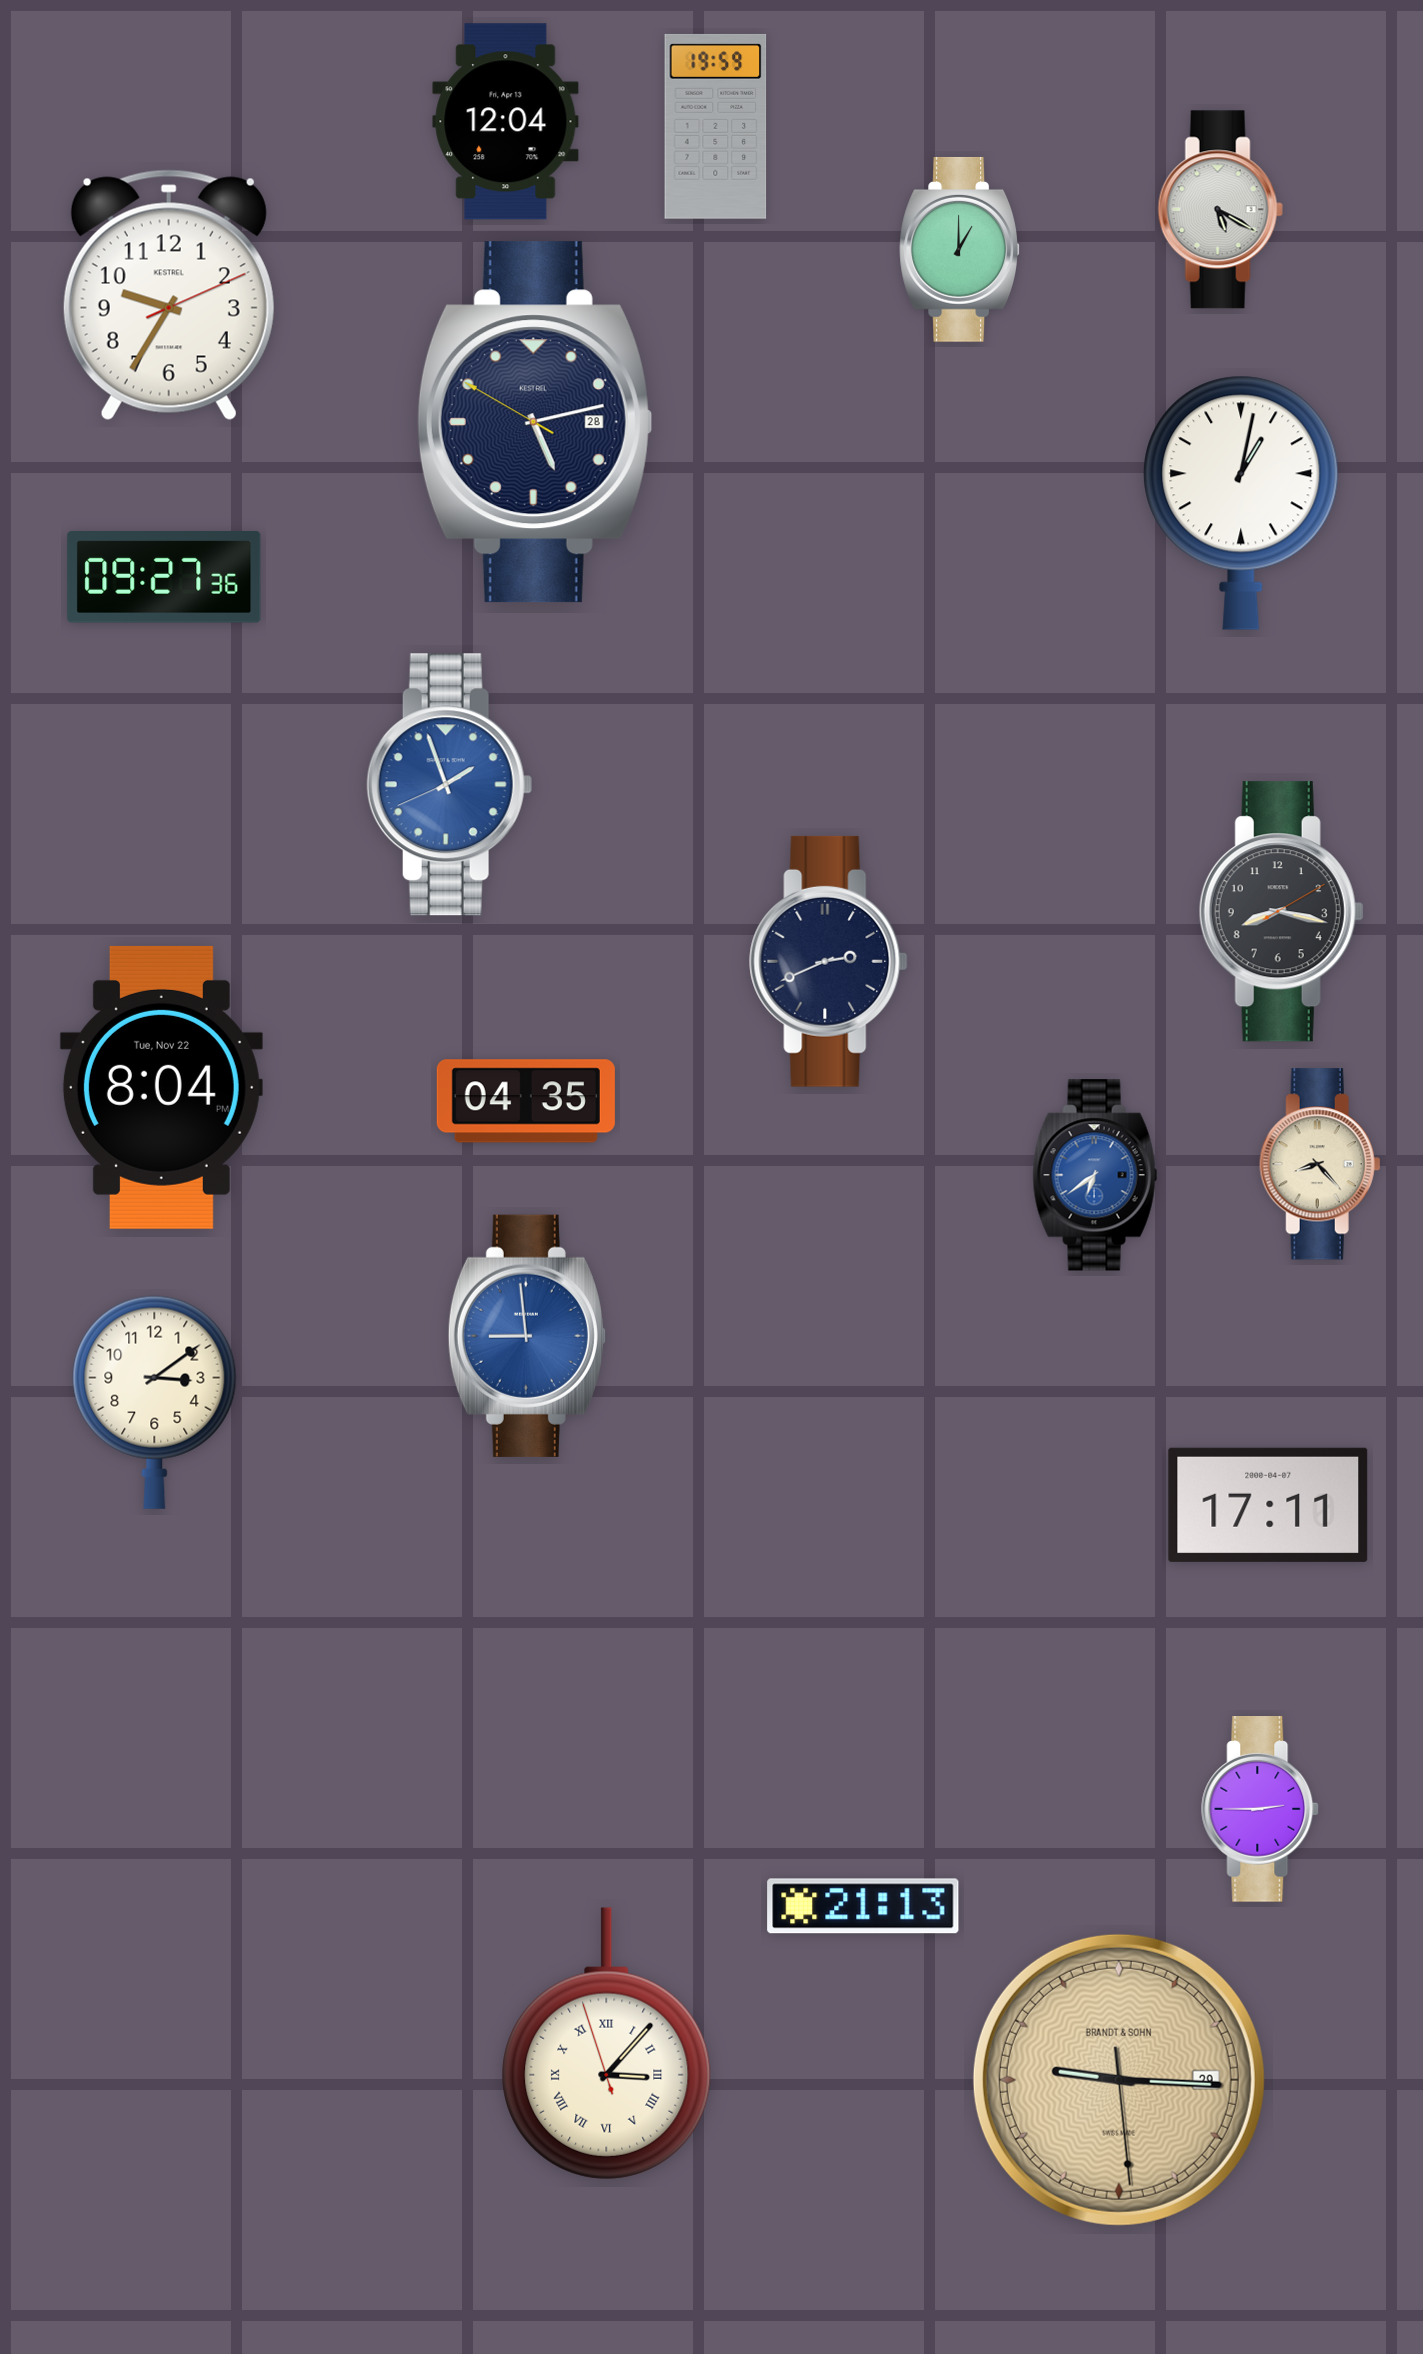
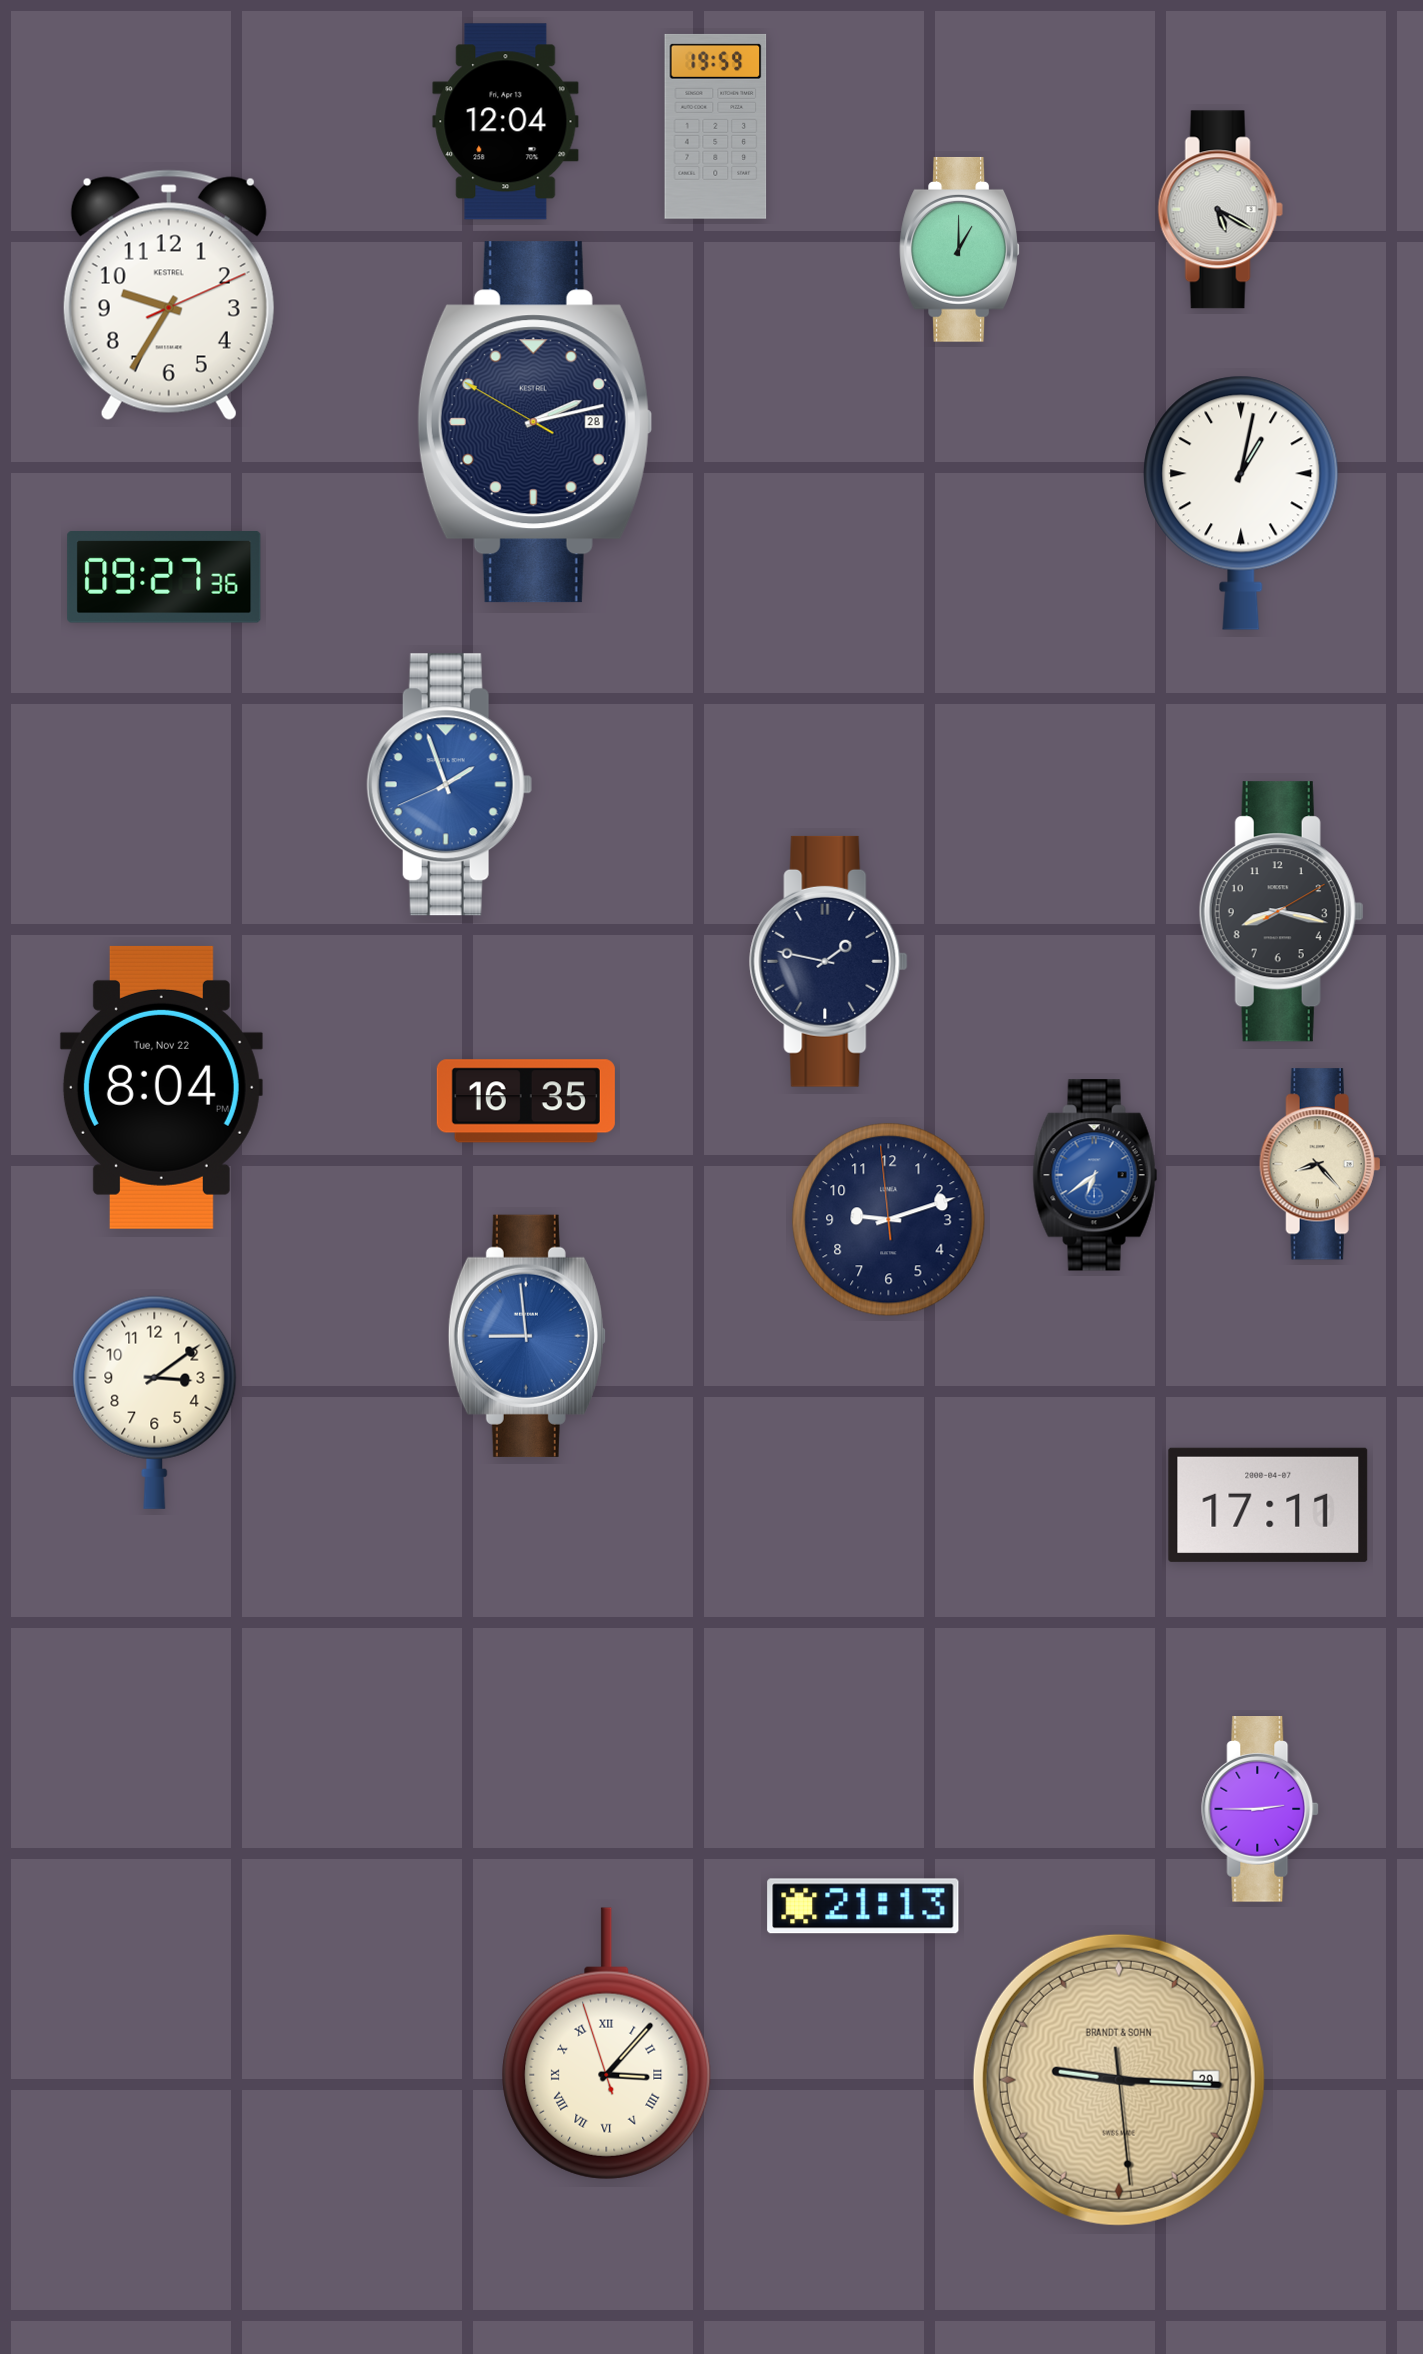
clock at (534, 422): 5:12 -> 2:12
clock at (829, 961): 2:41 -> 1:47
clock at (526, 1101): 04:35 -> 16:35
clock at (889, 1220): none -> 9:11
